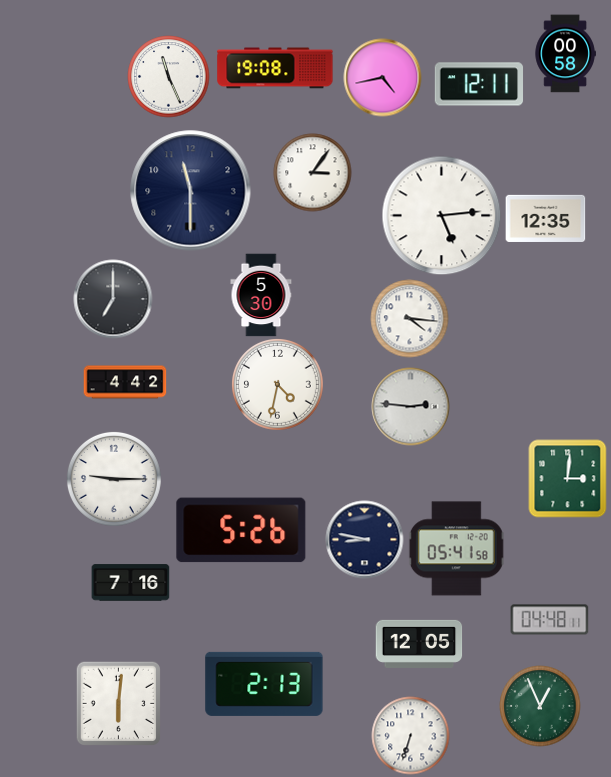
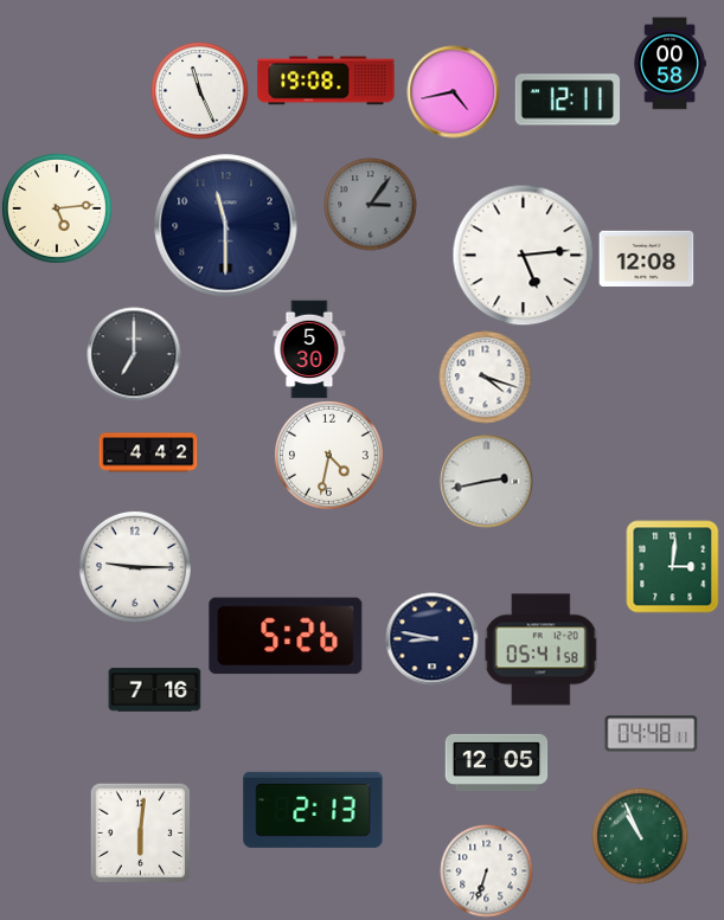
clock at (312, 172) dial: white -> grey
clock at (57, 208): none -> 5:14
clock at (545, 218): 12:35 -> 12:08
clock at (409, 318): 4:16 -> 4:18
clock at (410, 406): 2:46 -> 2:43
clock at (241, 530) position: (241, 530) -> (286, 636)
clock at (540, 706): 12:56 -> 10:56
